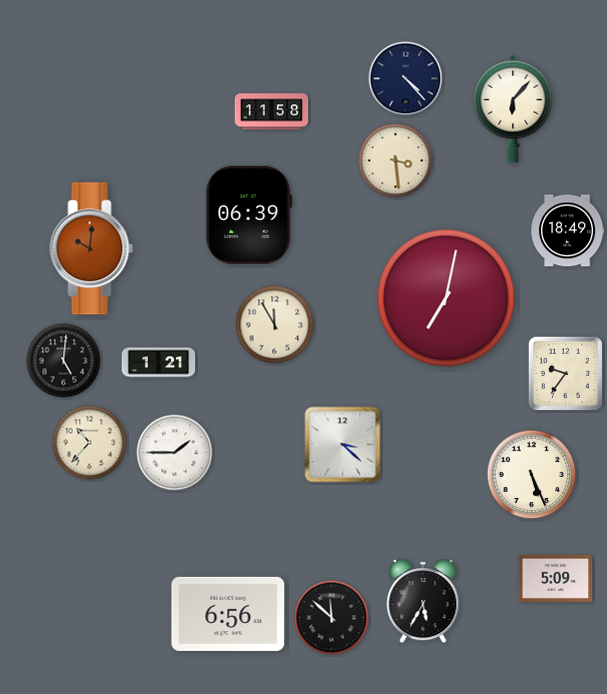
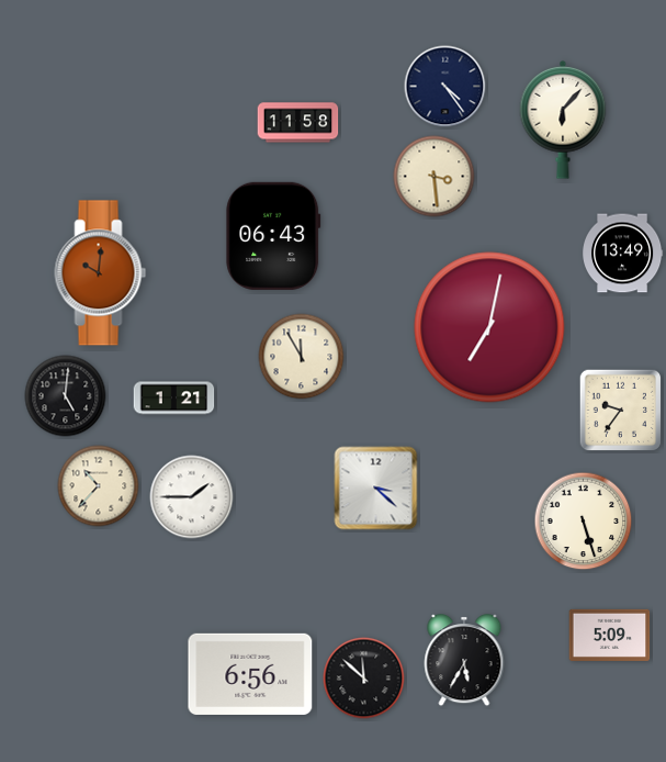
clock at (406, 79): 4:23 -> 4:24
clock at (249, 215): 06:39 -> 06:43
clock at (567, 231): 18:49 -> 13:49
clock at (64, 361) position: (64, 361) -> (66, 396)
clock at (532, 475): 5:26 -> 5:27
